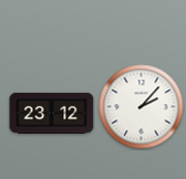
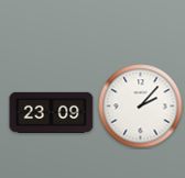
clock at (52, 113): 23:12 -> 23:09
